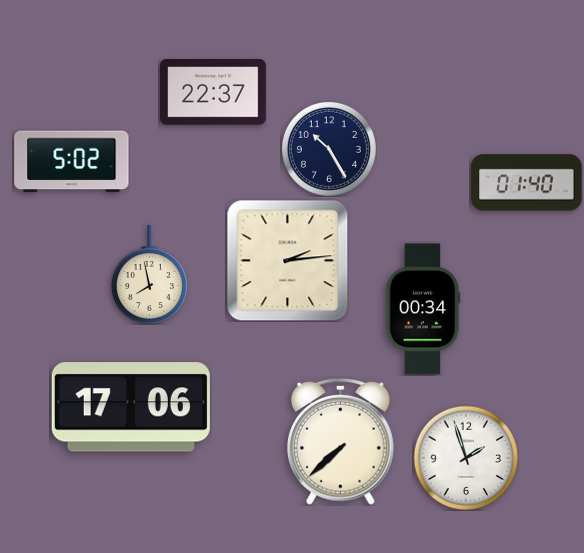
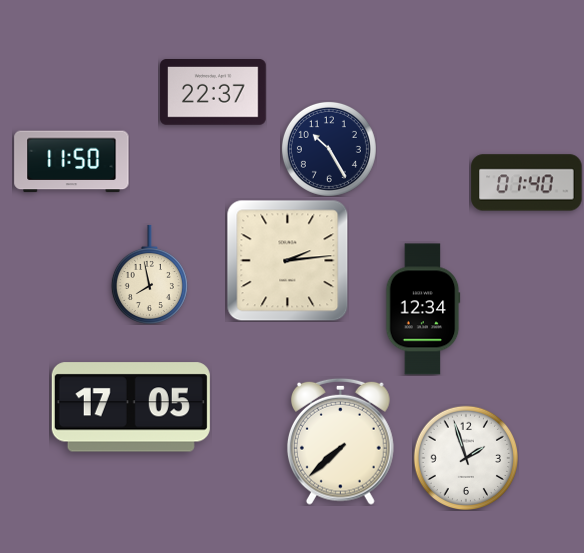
clock at (72, 162): 5:02 -> 11:50
clock at (423, 309): 00:34 -> 12:34
clock at (131, 407): 17:06 -> 17:05
